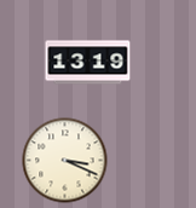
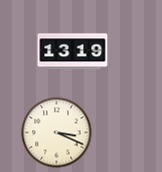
clock at (65, 161) position: (65, 161) -> (57, 133)
